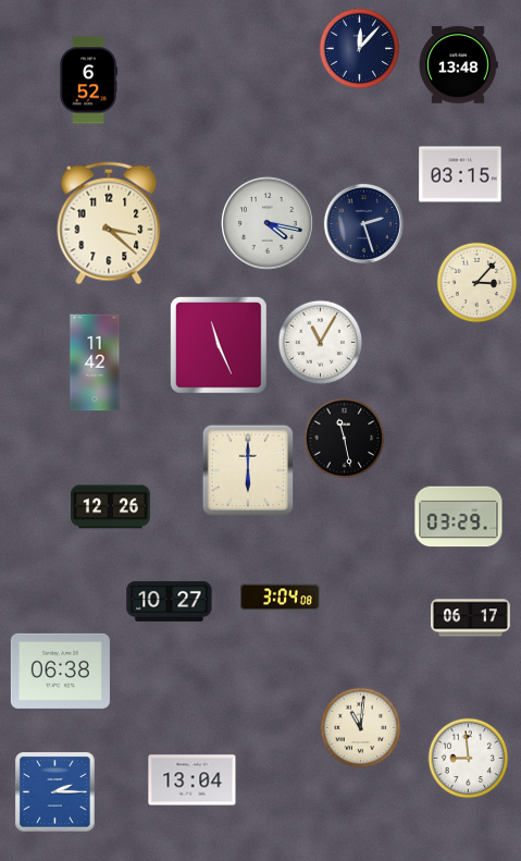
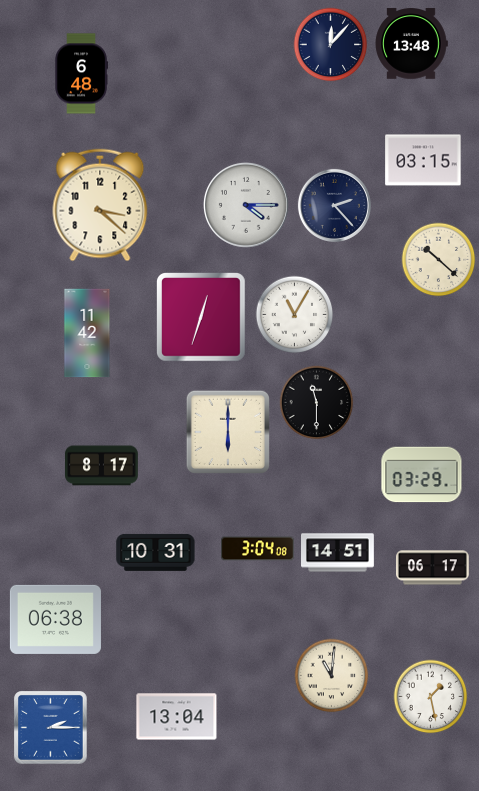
clock at (458, 65) position: (458, 65) -> (411, 44)
clock at (88, 81): 6:52 -> 6:48
clock at (268, 223): 4:17 -> 4:15
clock at (363, 223): 2:27 -> 2:23
clock at (477, 283): 3:07 -> 10:22
clock at (219, 345): 11:26 -> 12:33
clock at (345, 439): 11:28 -> 11:30
clock at (111, 507): 12:26 -> 8:17
clock at (170, 601): 10:27 -> 10:31
clock at (338, 553): none -> 14:51
clock at (60, 671) position: (60, 671) -> (55, 619)
clock at (361, 728) position: (361, 728) -> (332, 676)
clock at (469, 759): 8:59 -> 1:28
